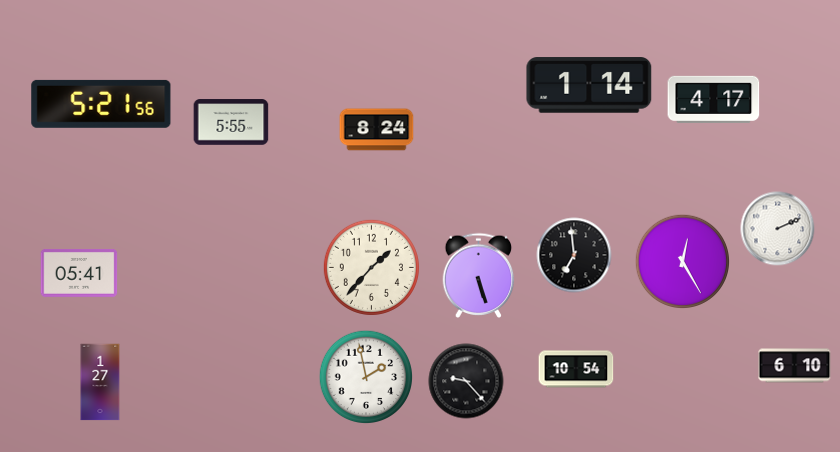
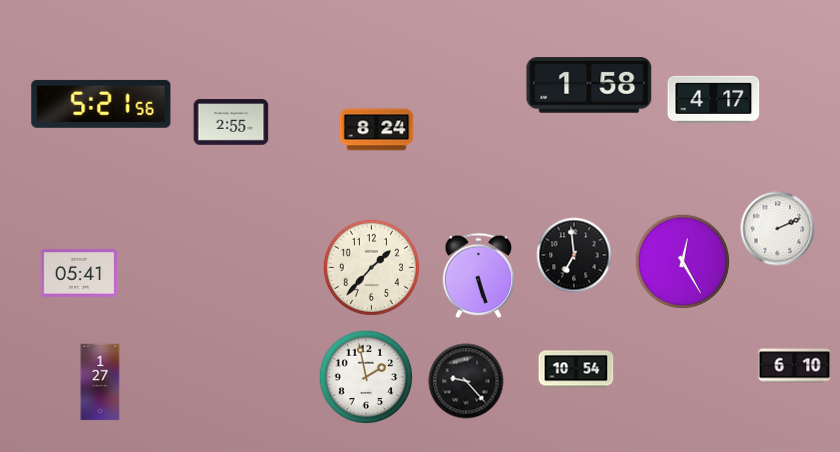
clock at (589, 85): 1:14 -> 1:58
clock at (231, 122): 5:55 -> 2:55
